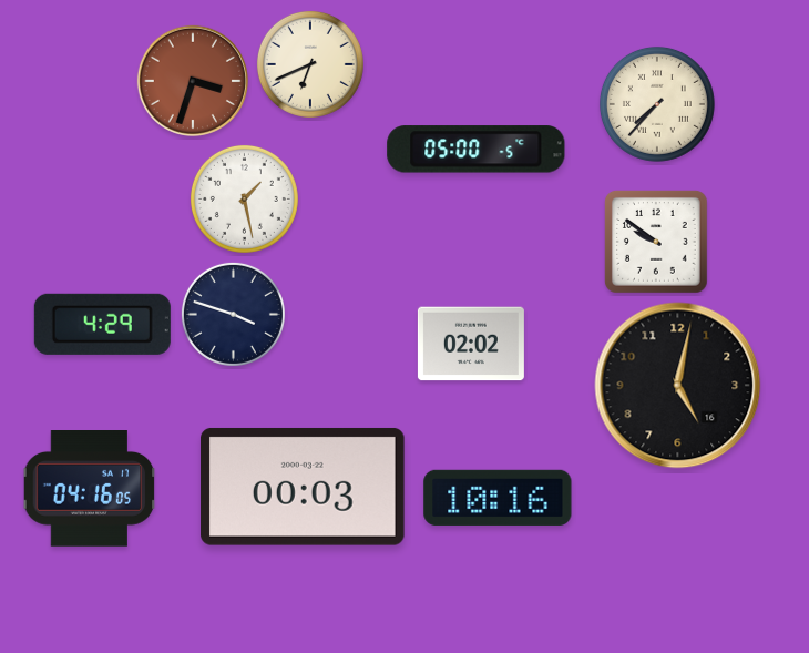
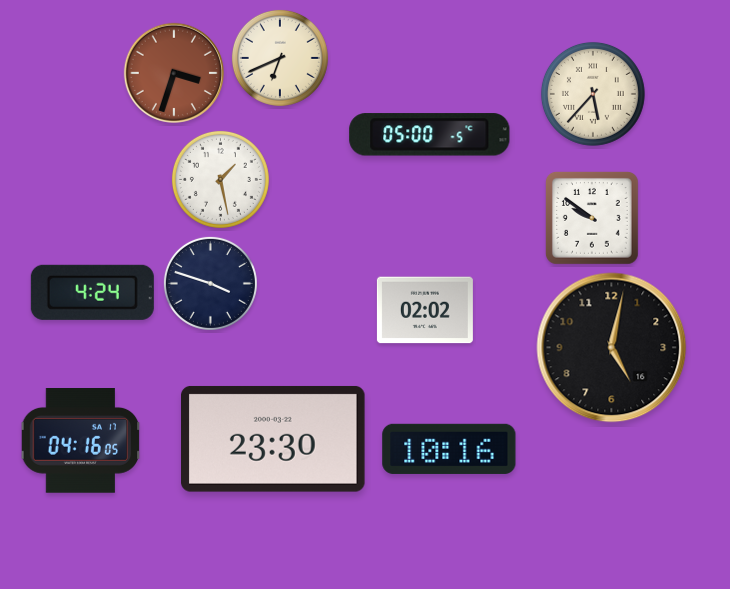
clock at (657, 104): 7:37 -> 5:37
clock at (102, 324): 4:29 -> 4:24
clock at (304, 487): 00:03 -> 23:30
